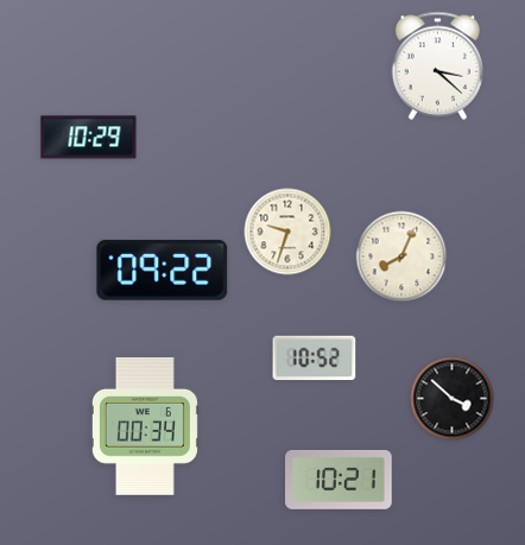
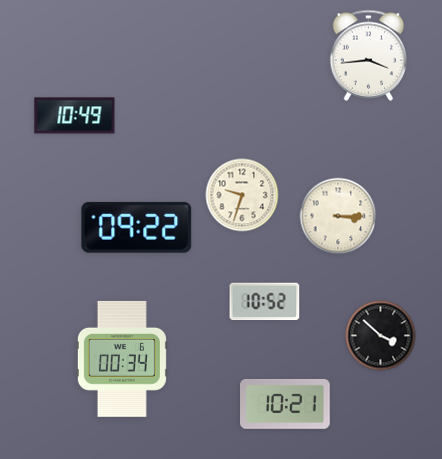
clock at (438, 65): 3:22 -> 3:44
clock at (89, 138): 10:29 -> 10:49
clock at (401, 256): 8:04 -> 3:15
